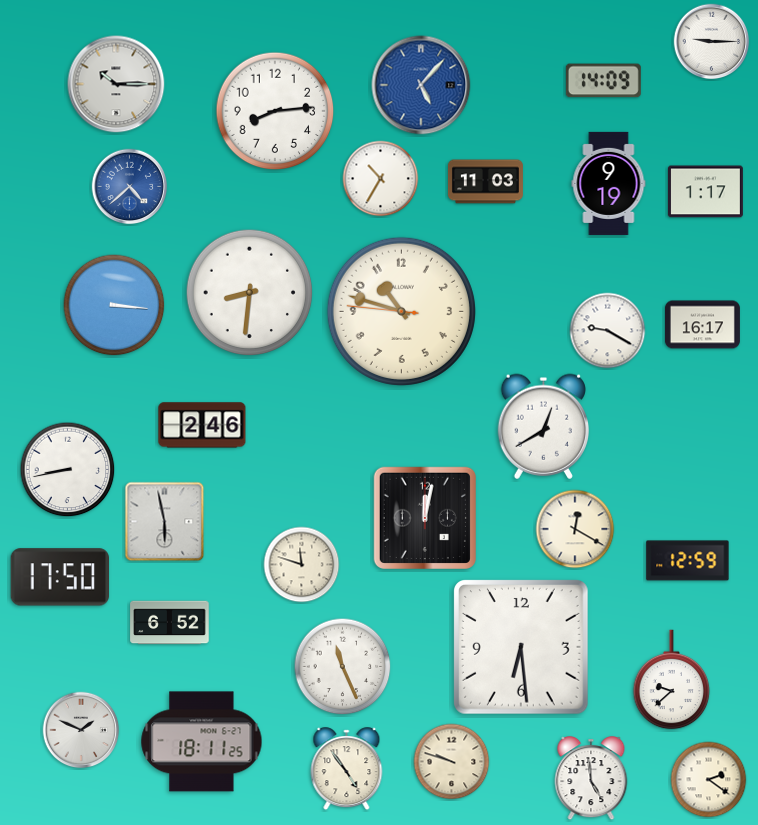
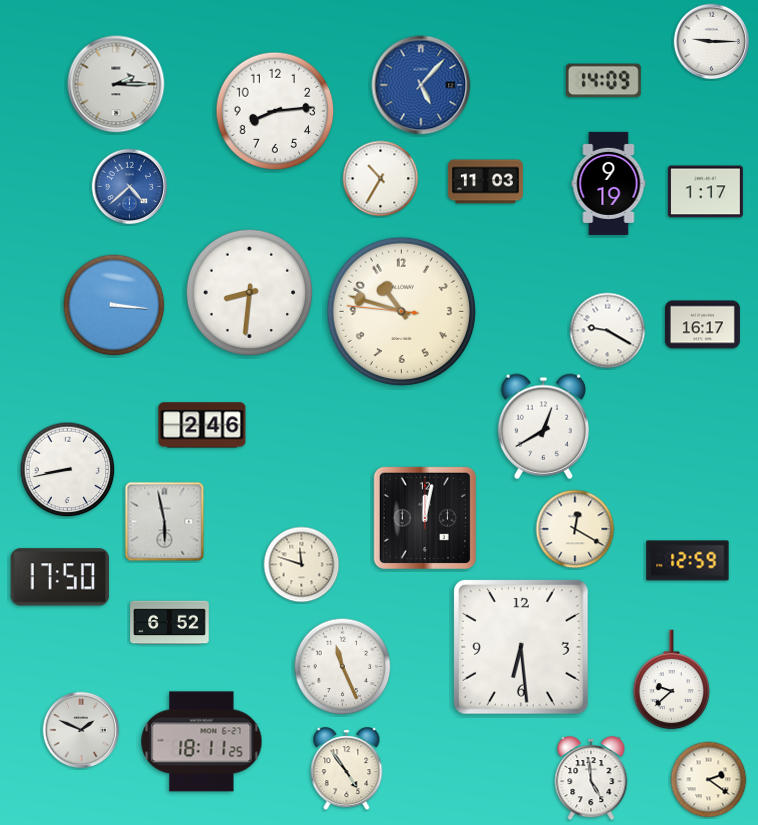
clock at (116, 84): 10:15 -> 2:15
clock at (452, 762): 9:48 -> none
